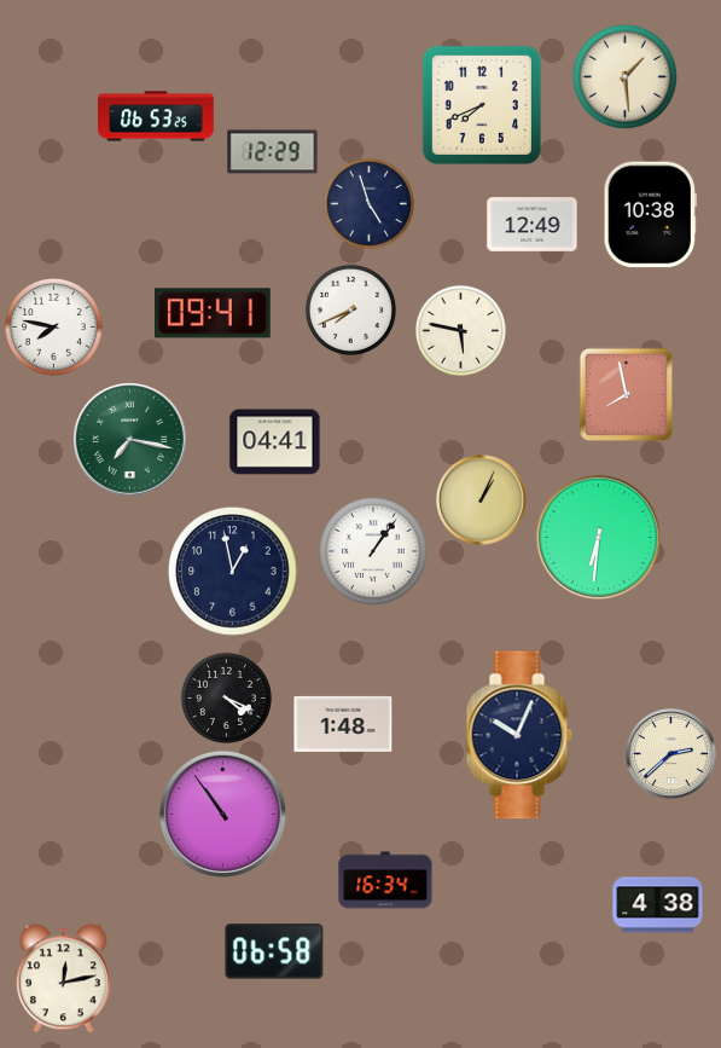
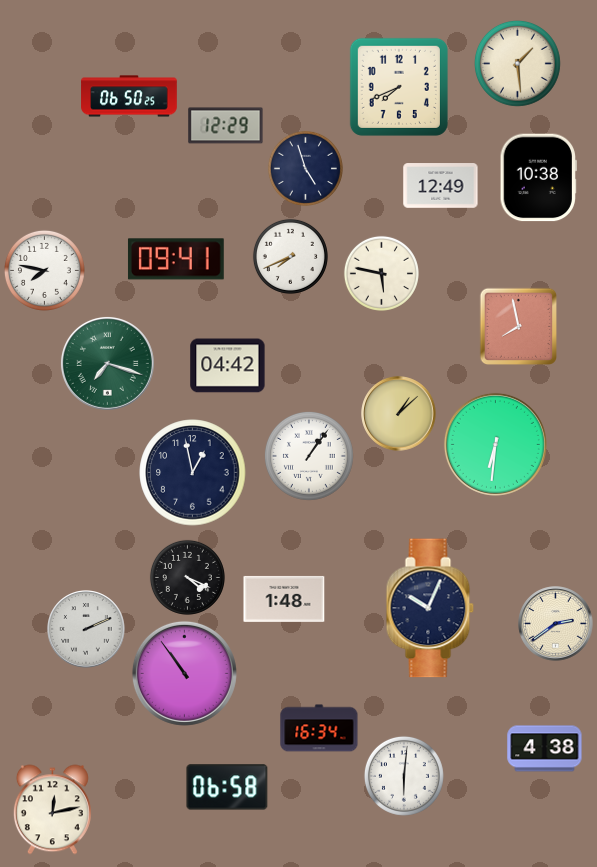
clock at (156, 116): 06:53 -> 06:50
clock at (129, 439): 7:17 -> 7:18
clock at (275, 442): 04:41 -> 04:42
clock at (482, 500): 1:04 -> 1:08
clock at (671, 754): 2:38 -> 2:39
clock at (86, 629): none -> 2:11
clock at (404, 776): none -> 6:01
